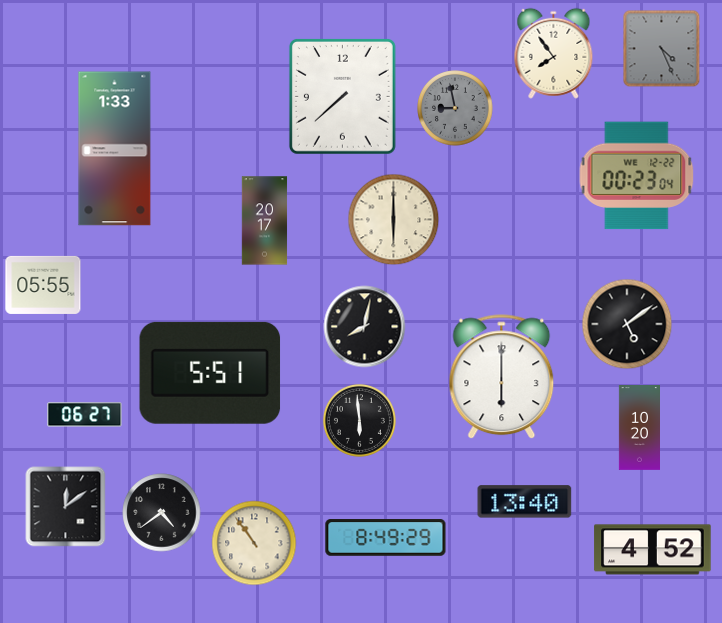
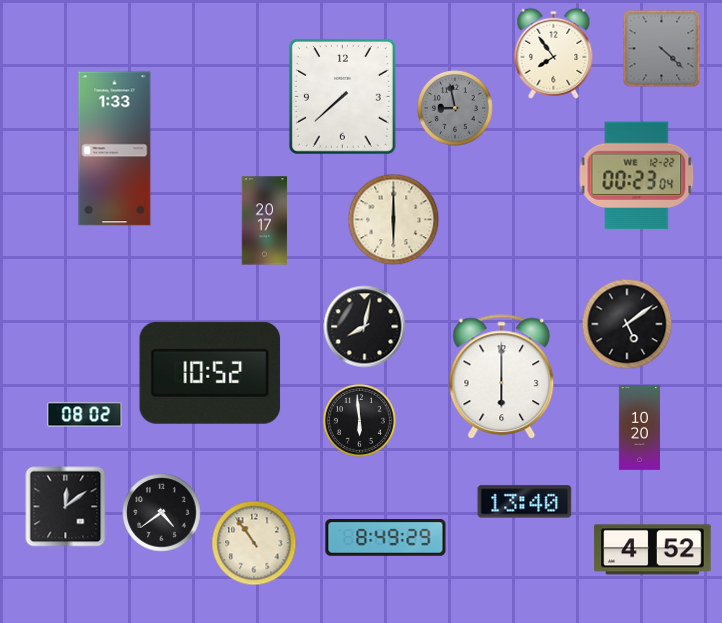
clock at (662, 49): 4:26 -> 4:22
clock at (43, 285): 05:55 -> none
clock at (210, 373): 5:51 -> 10:52
clock at (85, 415): 06:27 -> 08:02
